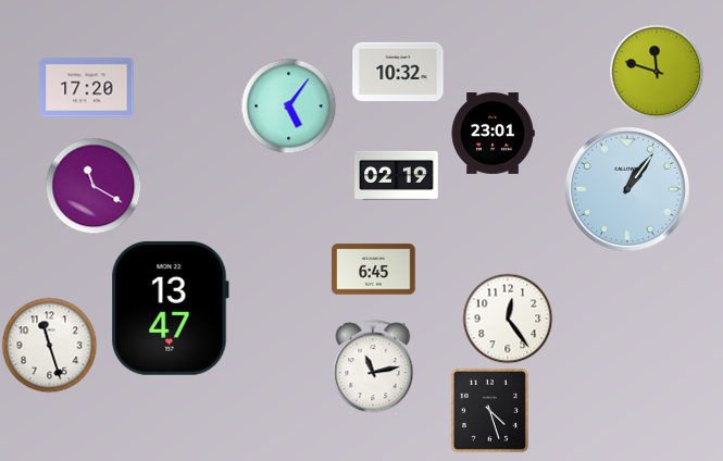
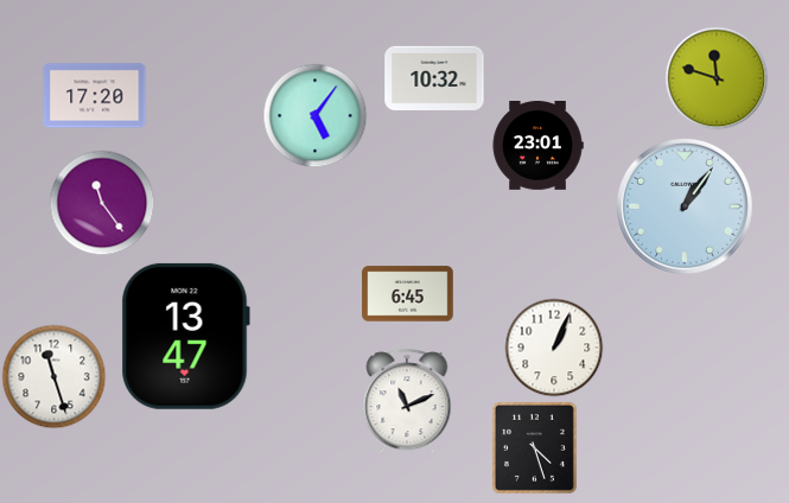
clock at (397, 175): 02:19 -> none
clock at (94, 186): 11:20 -> 11:24
clock at (508, 319): 12:24 -> 1:04
clock at (373, 367): 11:13 -> 11:11
